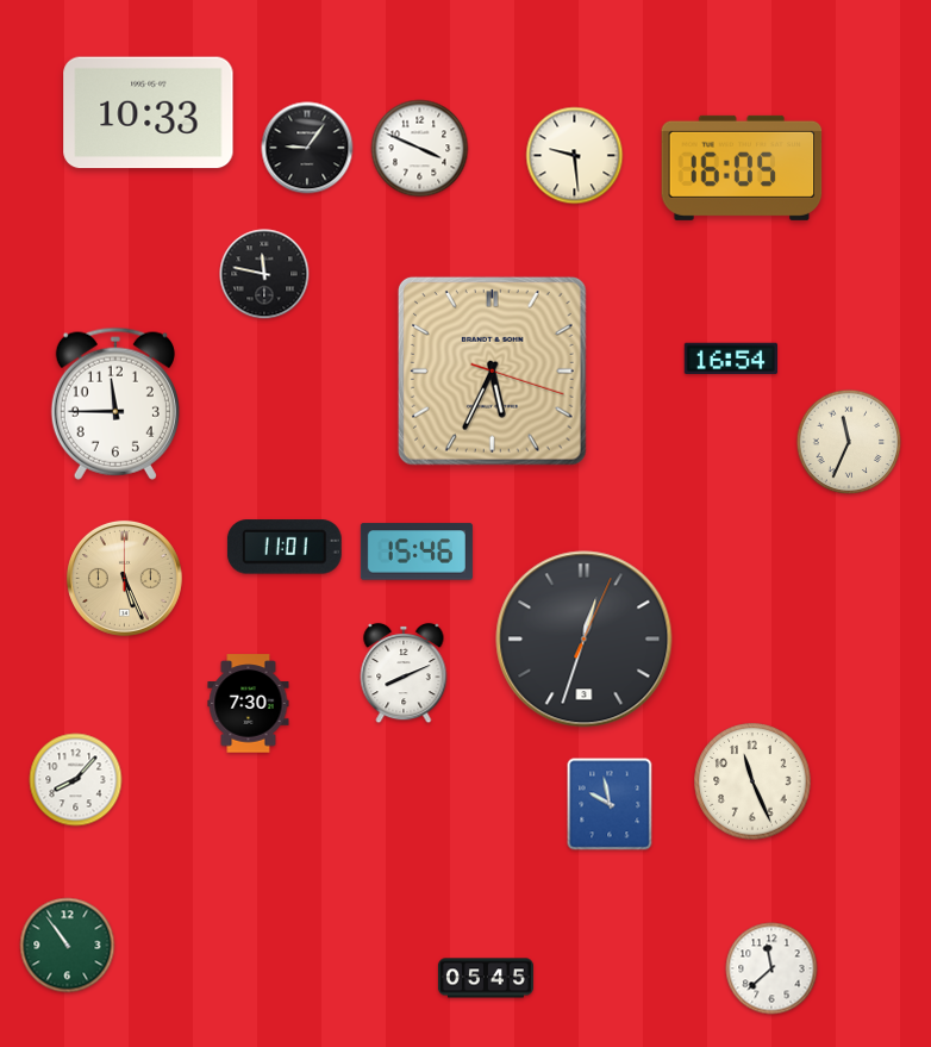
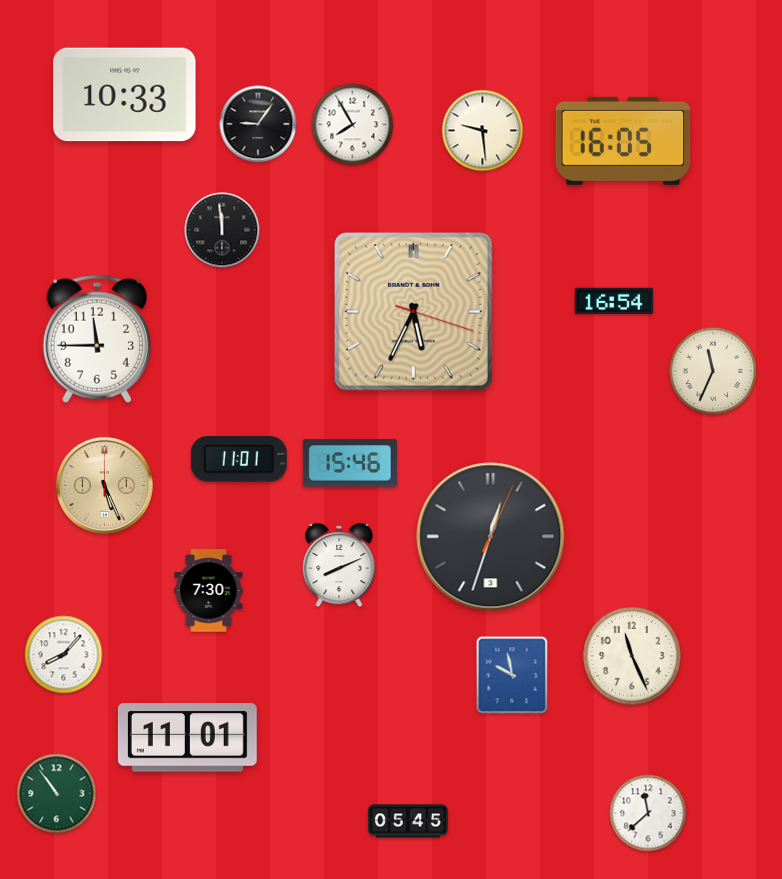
clock at (420, 149): 3:49 -> 7:55
clock at (264, 274): 11:47 -> 11:59
clock at (187, 738): none -> 11:01
